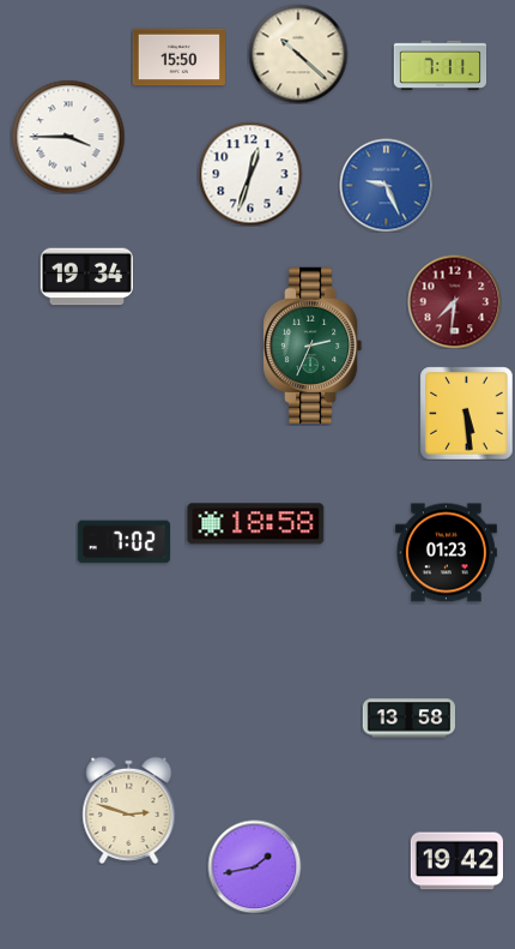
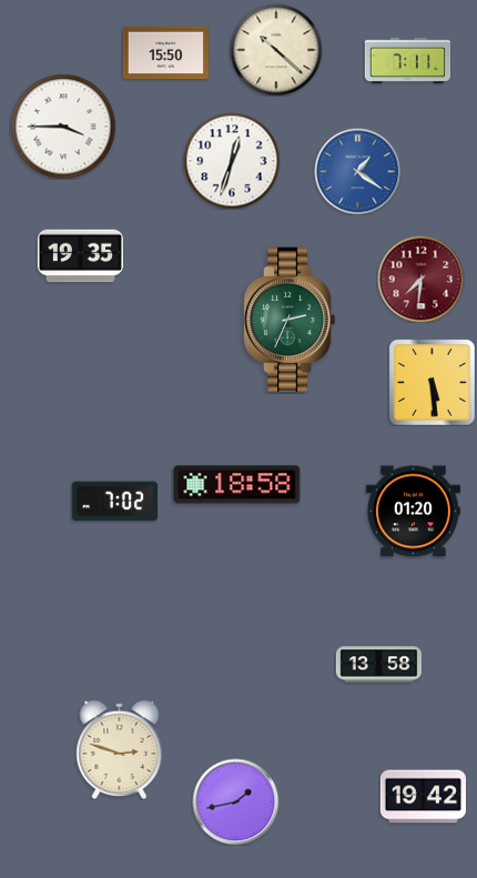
clock at (386, 185): 9:26 -> 1:21
clock at (86, 277): 19:34 -> 19:35
clock at (446, 553): 01:23 -> 01:20
